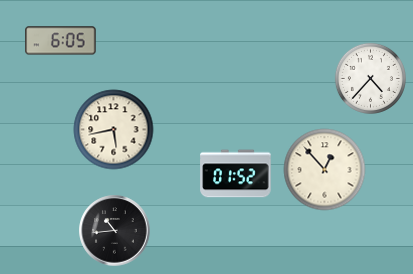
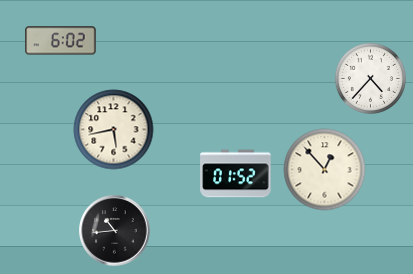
clock at (61, 41): 6:05 -> 6:02
